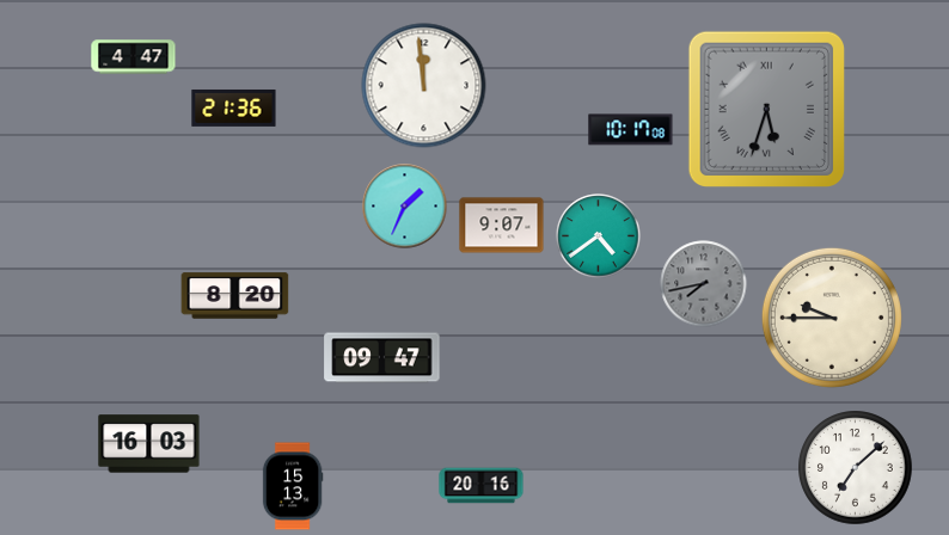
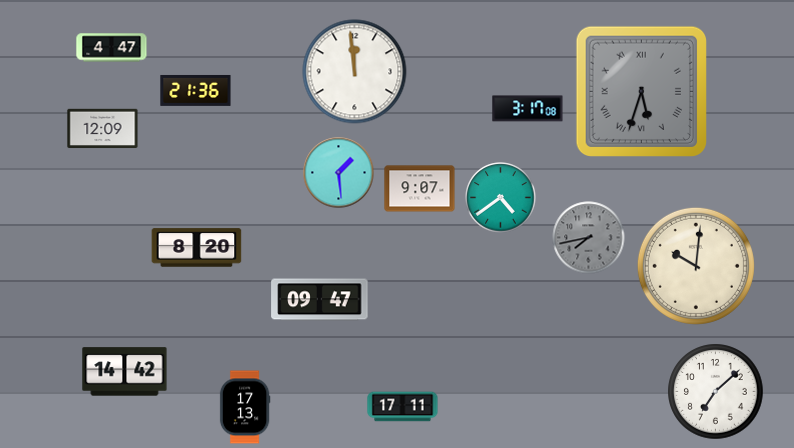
clock at (631, 130): 10:17 -> 3:17
clock at (103, 129): none -> 12:09
clock at (405, 207): 1:34 -> 1:29
clock at (832, 318): 9:45 -> 10:01
clock at (149, 444): 16:03 -> 14:42
clock at (293, 486): 15:13 -> 17:13
clock at (482, 486): 20:16 -> 17:11
